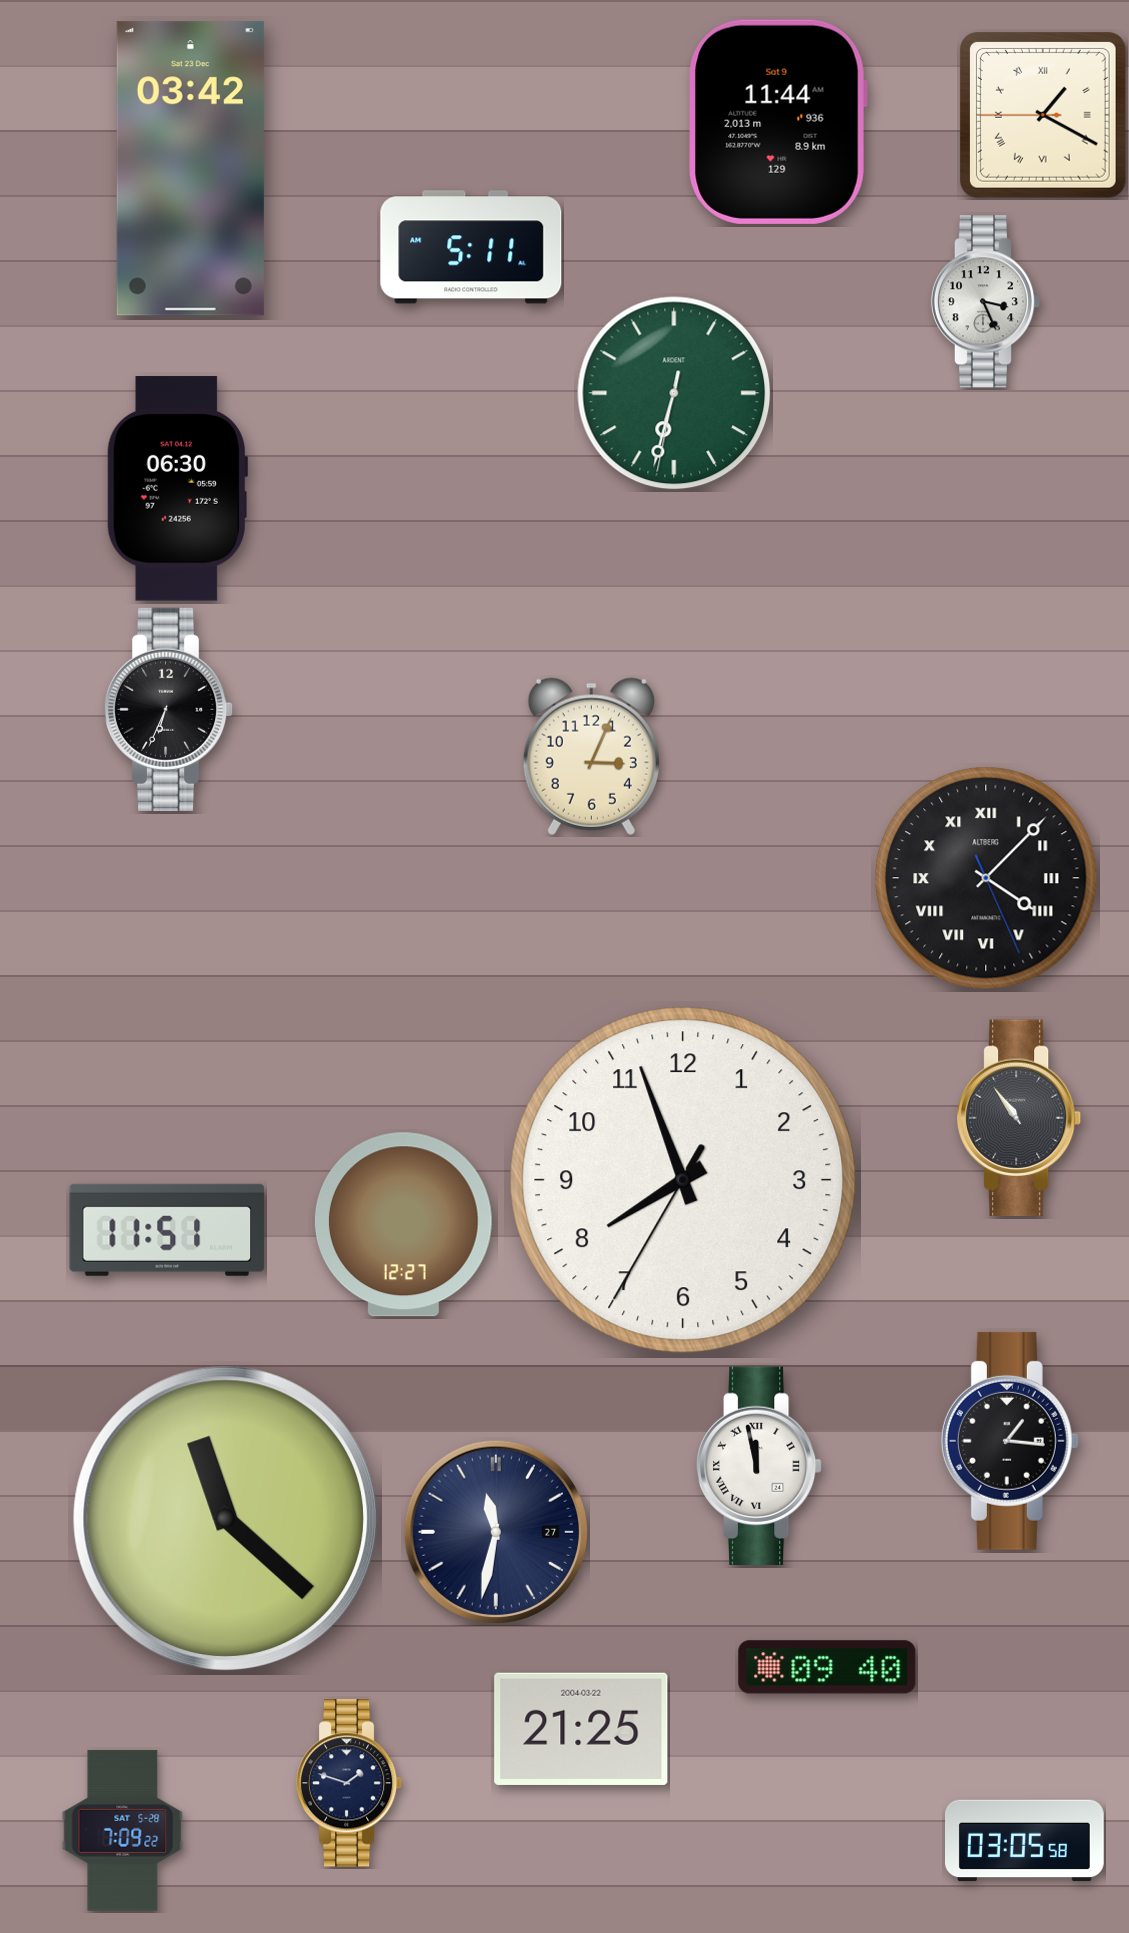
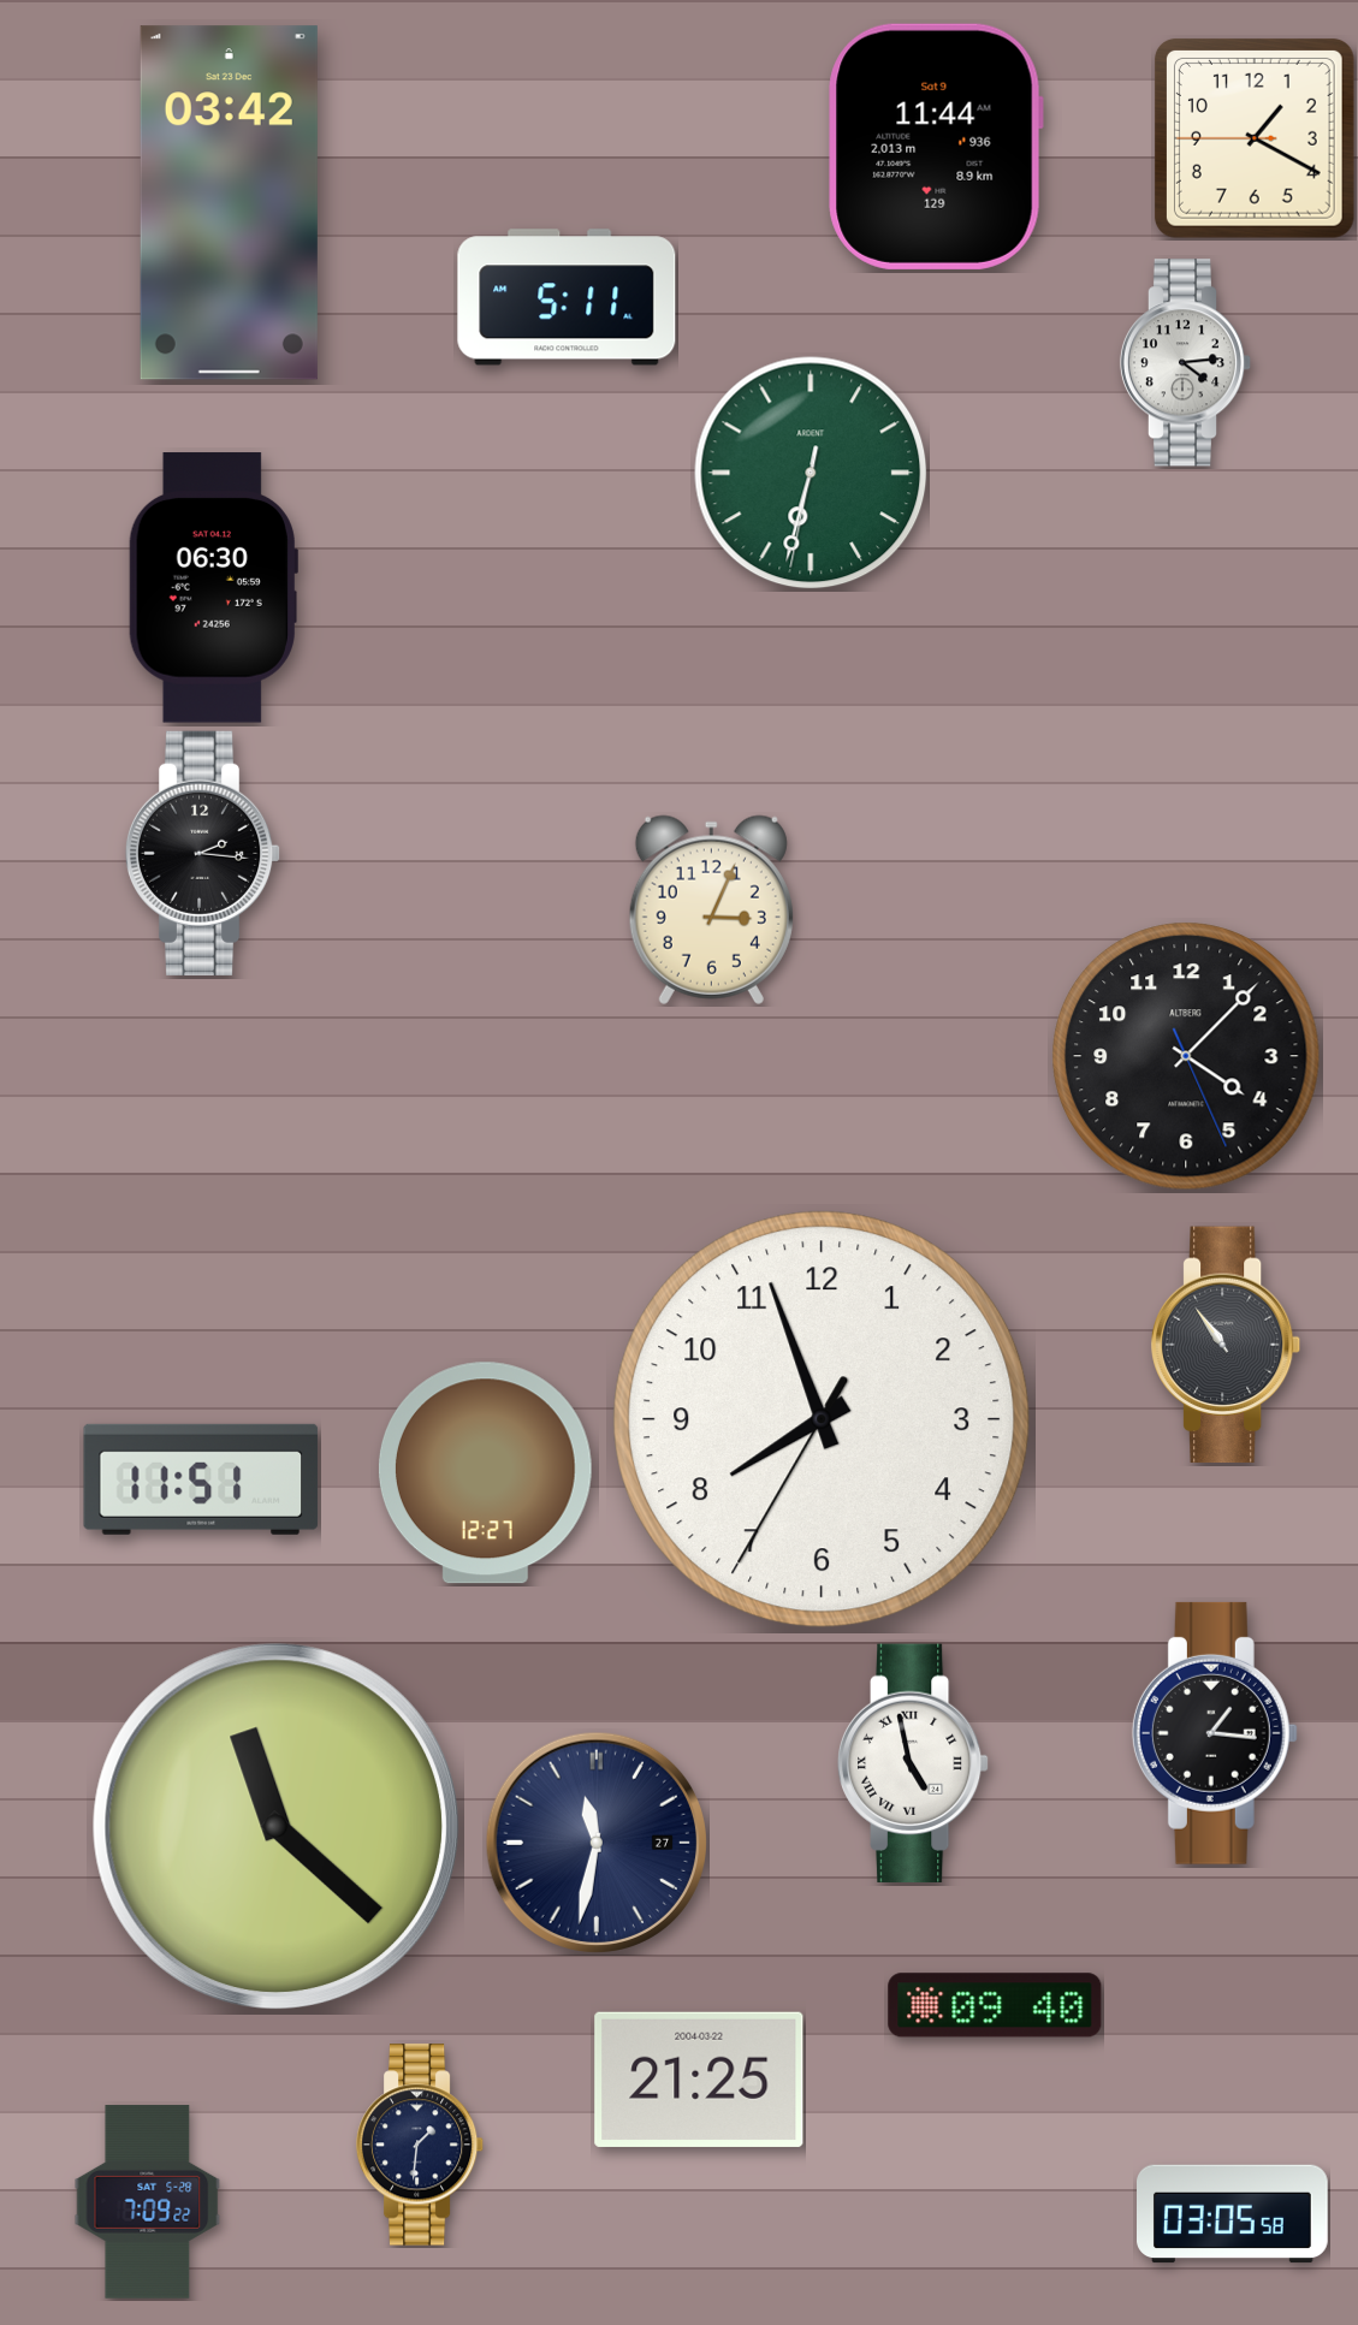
clock at (1043, 115) numerals: Roman -> Arabic
clock at (986, 302): 3:26 -> 4:14
clock at (169, 709): 6:34 -> 2:16
clock at (986, 878) numerals: Roman -> Arabic
clock at (759, 1465): 11:58 -> 4:58
clock at (225, 1518) position: (225, 1518) -> (275, 1826)
clock at (349, 1783): 1:48 -> 1:31
